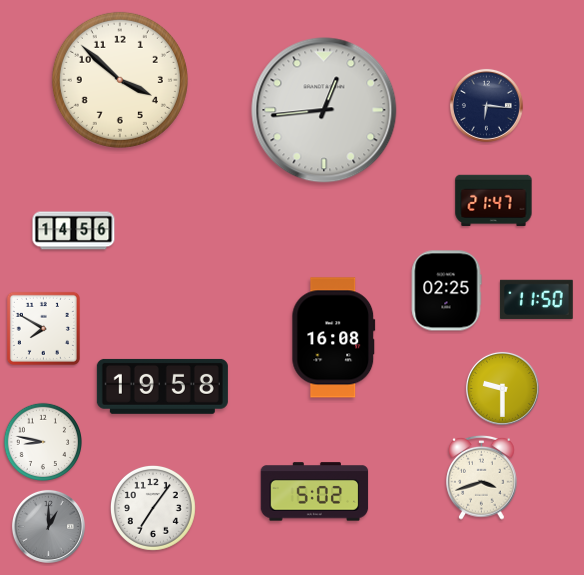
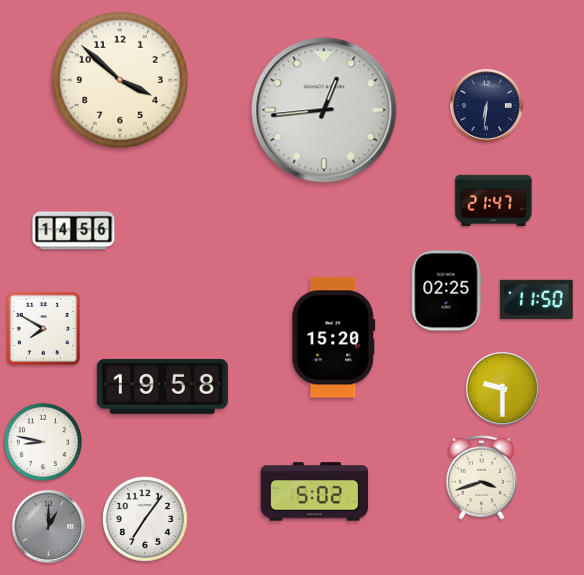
clock at (486, 105): 6:16 -> 6:31
clock at (334, 338): 16:08 -> 15:20
clock at (153, 508) position: (153, 508) -> (145, 519)
